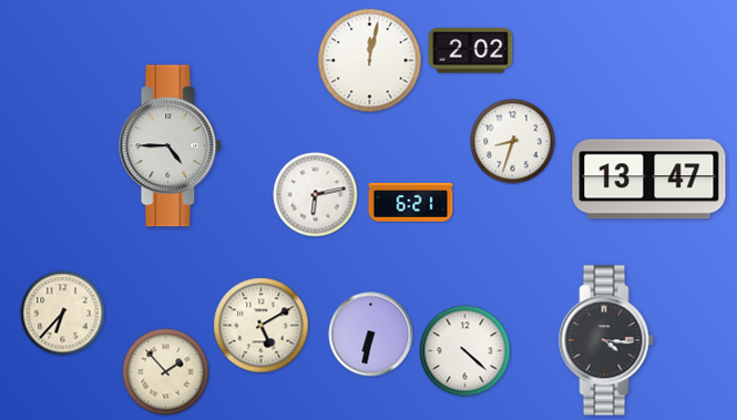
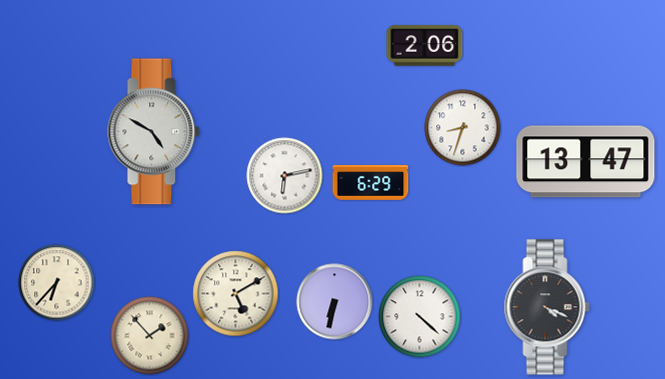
clock at (471, 51): 2:02 -> 2:06
clock at (370, 61): 12:02 -> none
clock at (171, 146): 4:45 -> 4:50
clock at (411, 203): 6:21 -> 6:29
clock at (606, 340): 4:16 -> 4:19
